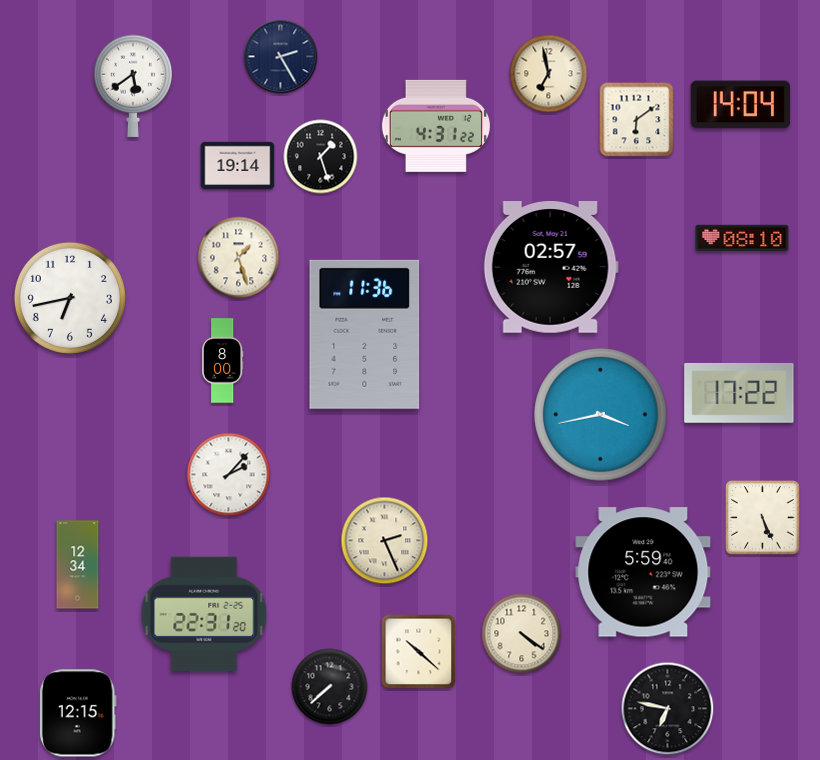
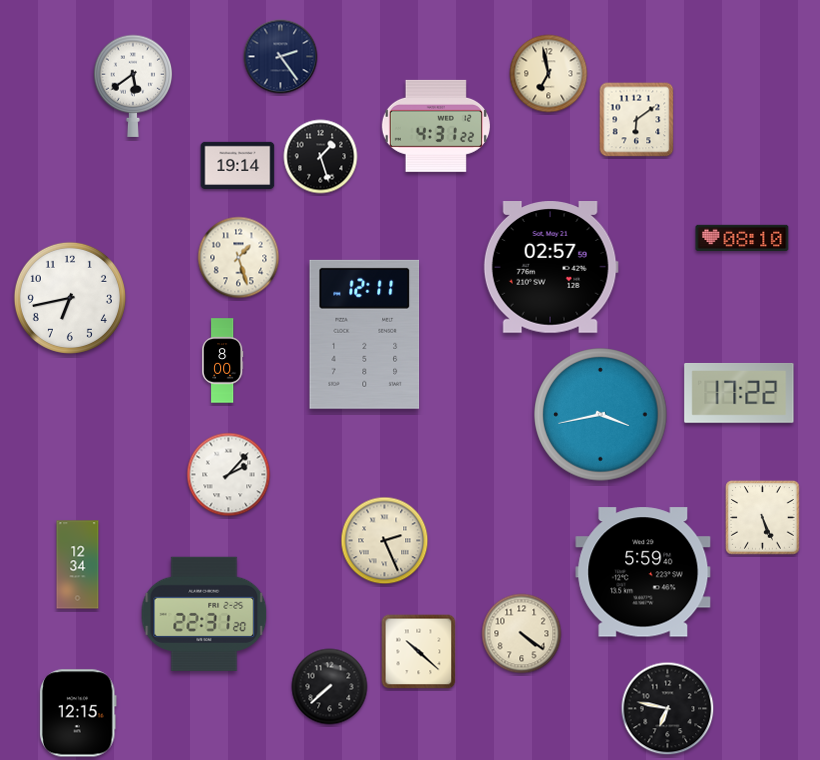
clock at (281, 57): 2:25 -> 2:24
clock at (740, 105): 14:04 -> none
clock at (365, 334): 11:36 -> 12:11
